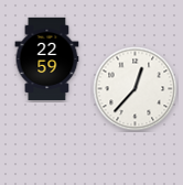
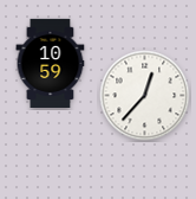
clock at (47, 58): 22:59 -> 10:59
